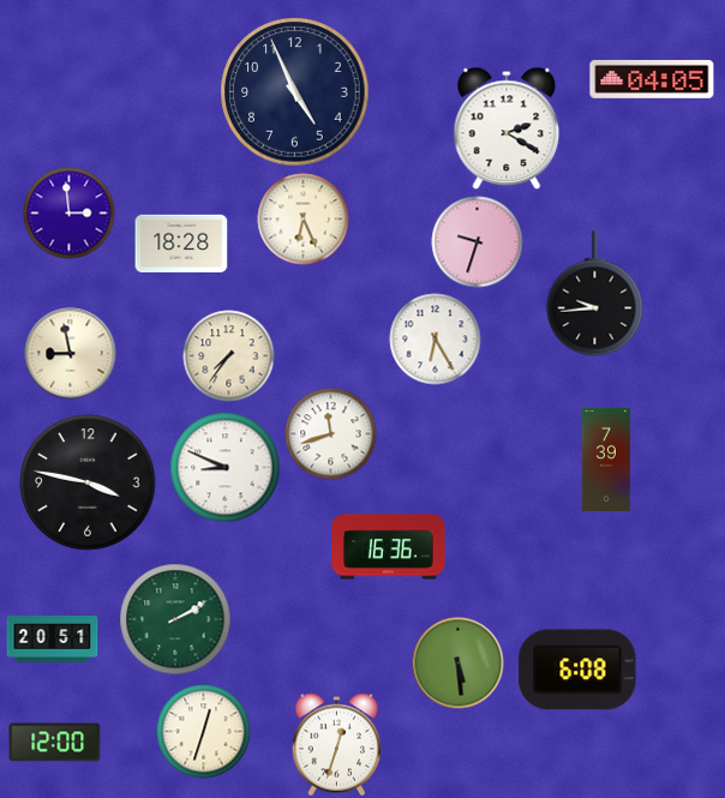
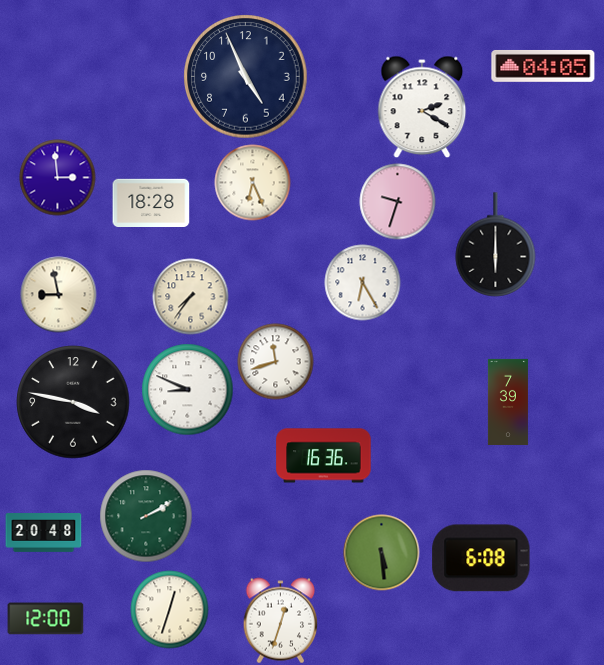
clock at (595, 294): 9:44 -> 6:00
clock at (606, 460) position: (606, 460) -> (508, 402)
clock at (53, 640): 20:51 -> 20:48
